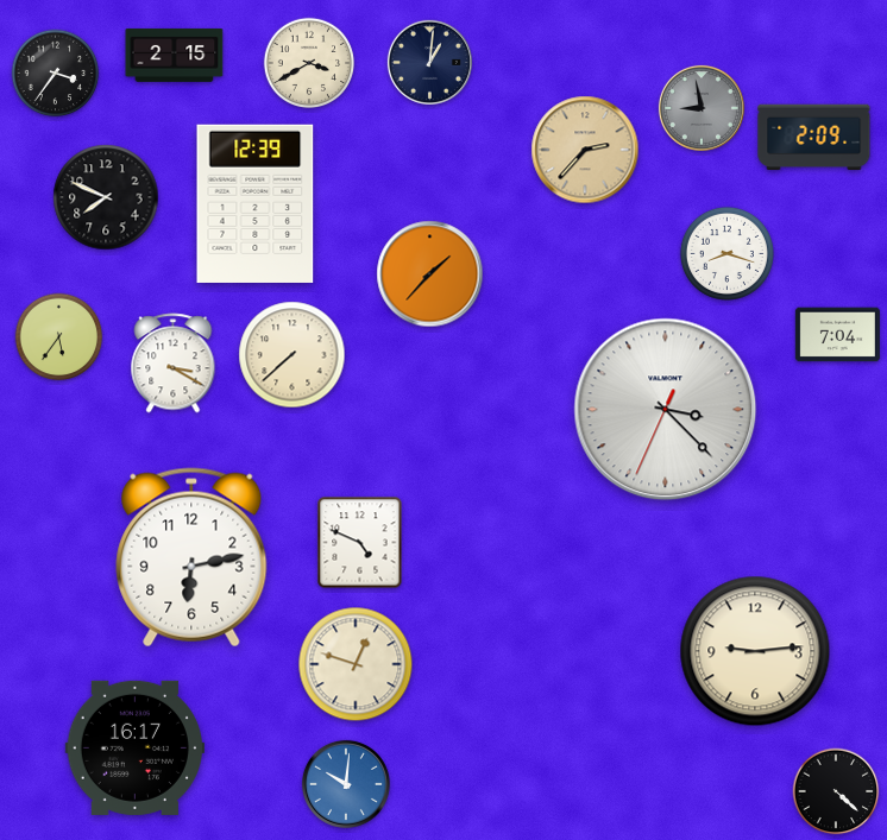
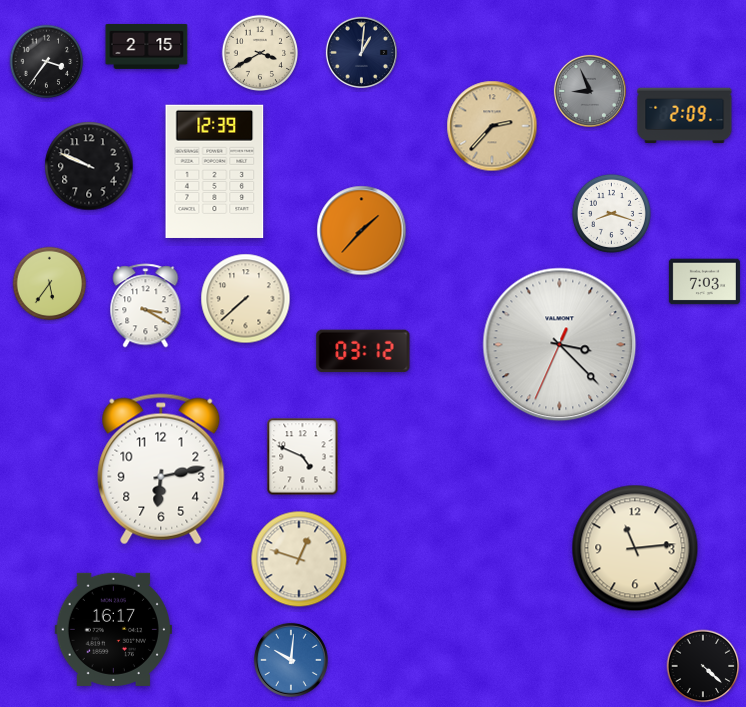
clock at (702, 108): 8:58 -> 8:56
clock at (106, 197): 7:49 -> 9:49
clock at (837, 335): 7:04 -> 7:03
clock at (363, 351): none -> 03:12
clock at (755, 651): 9:14 -> 11:14
